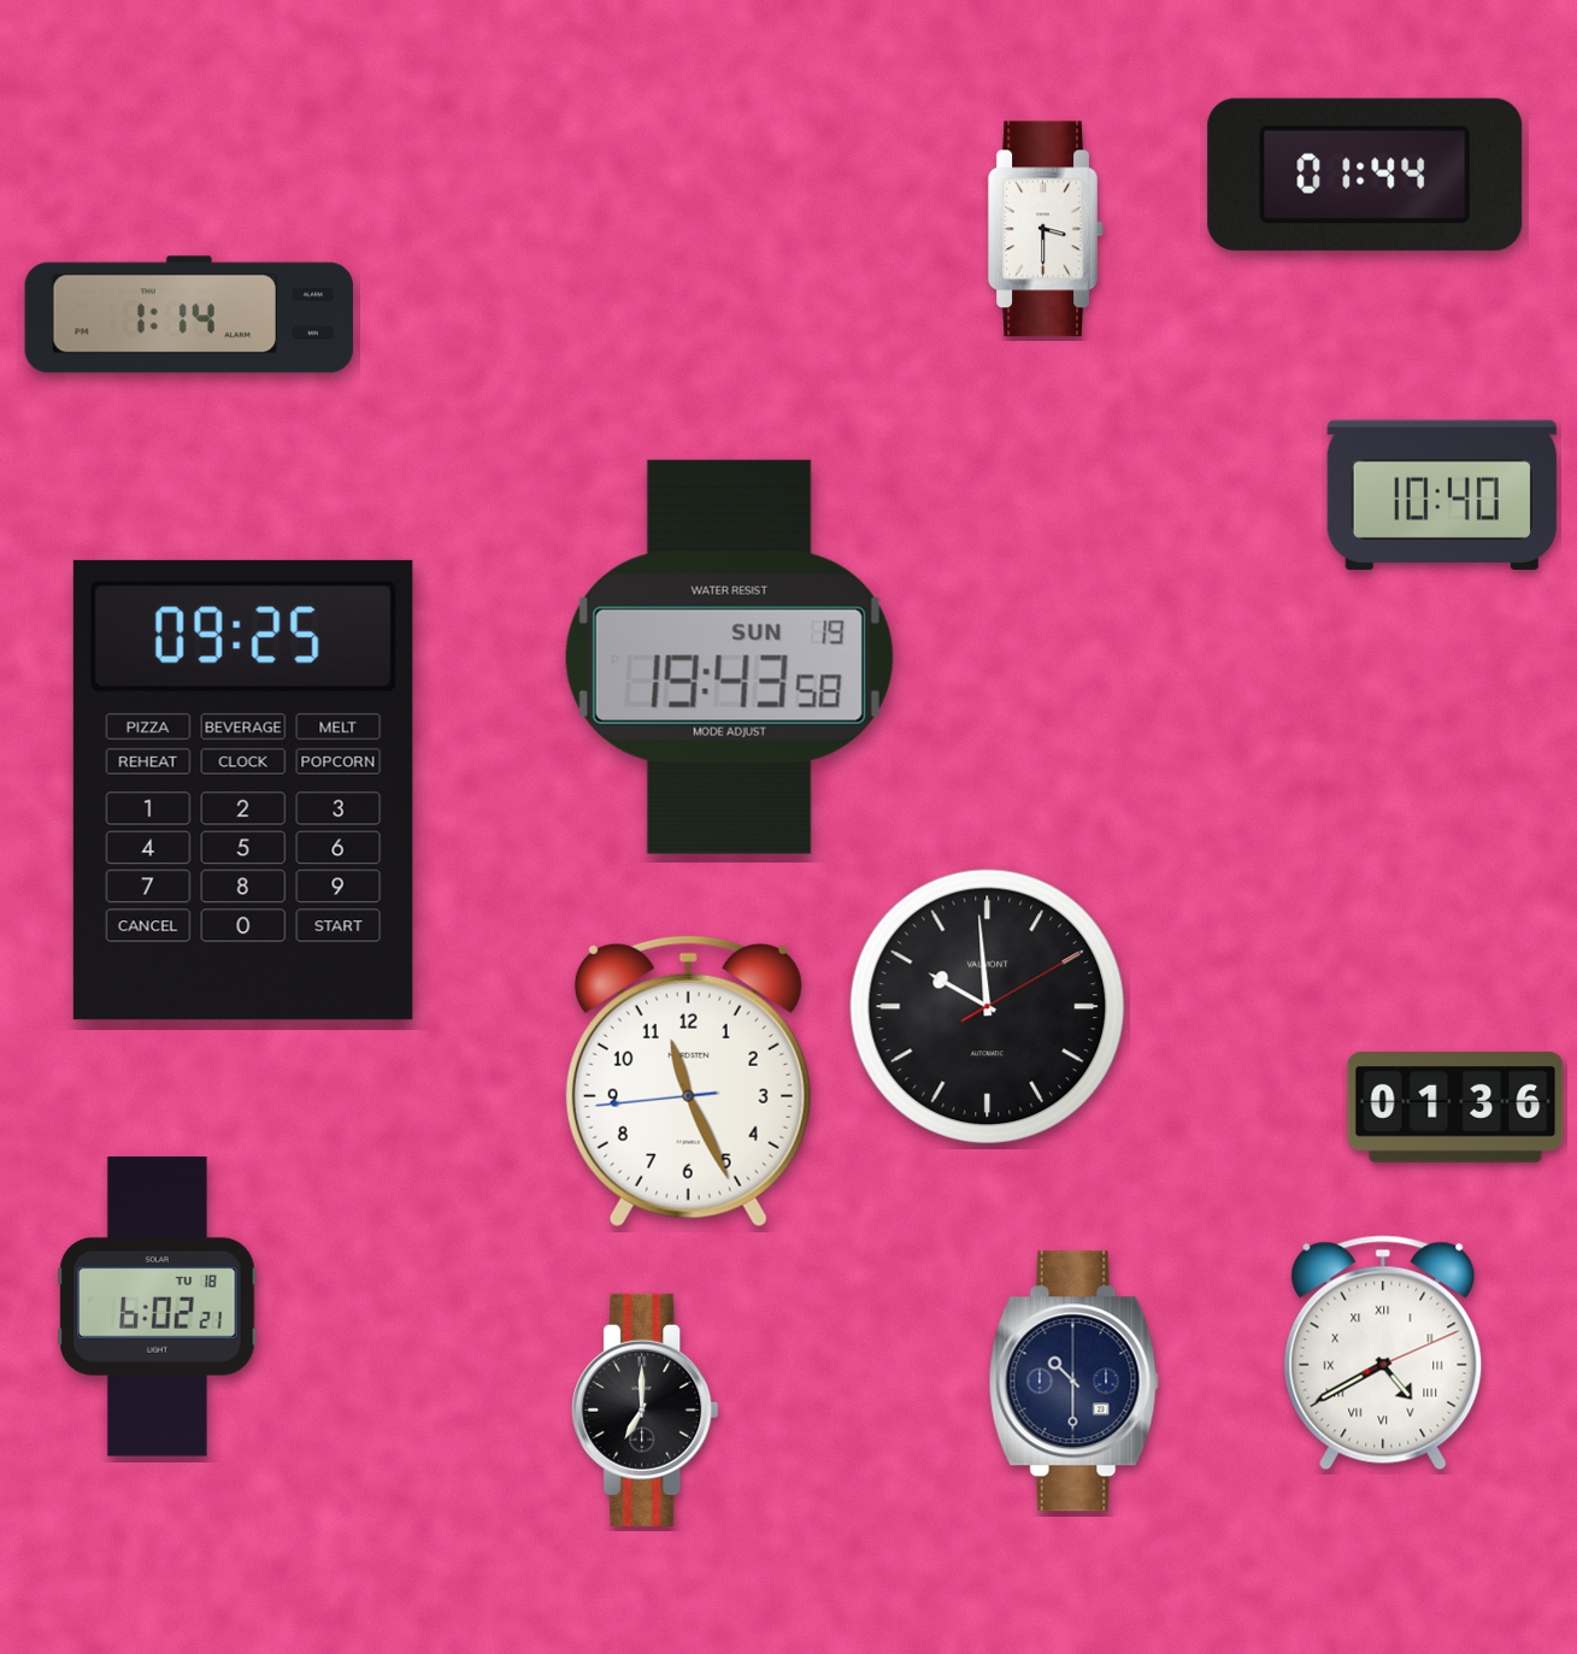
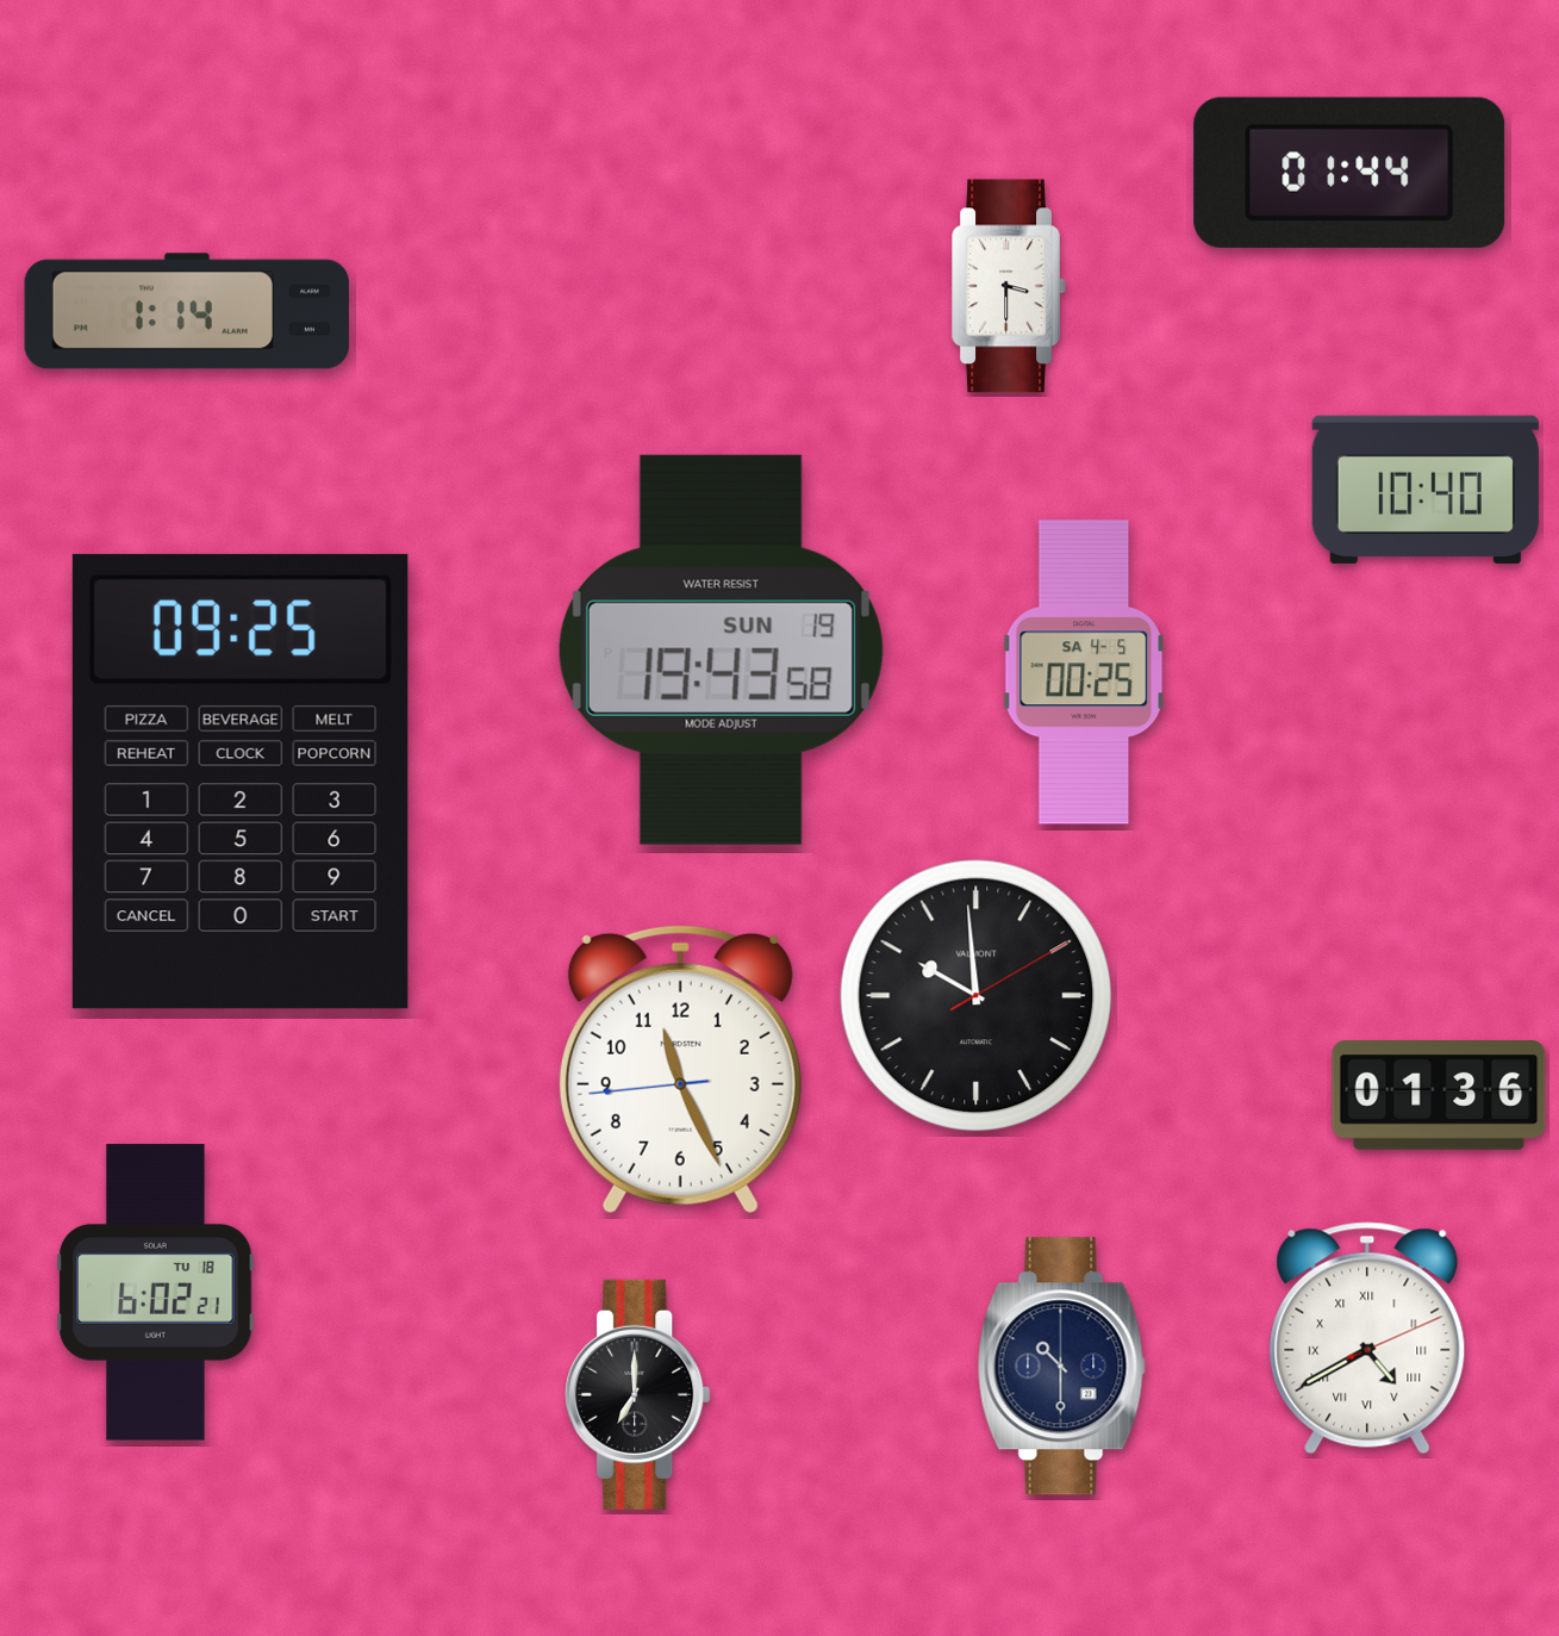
clock at (1046, 229) position: (1046, 229) -> (1009, 286)
clock at (1084, 672): none -> 00:25
